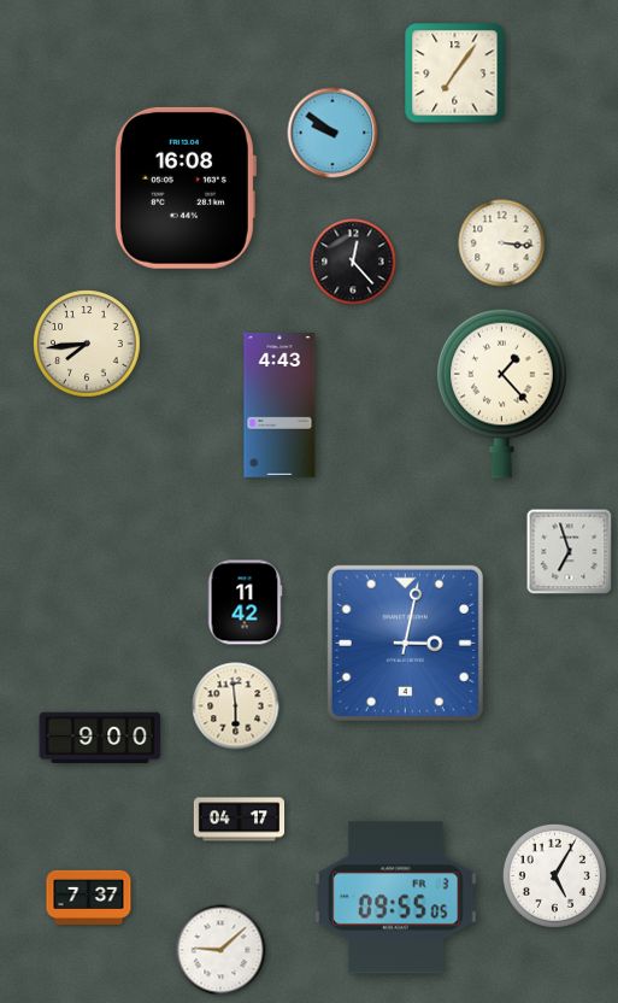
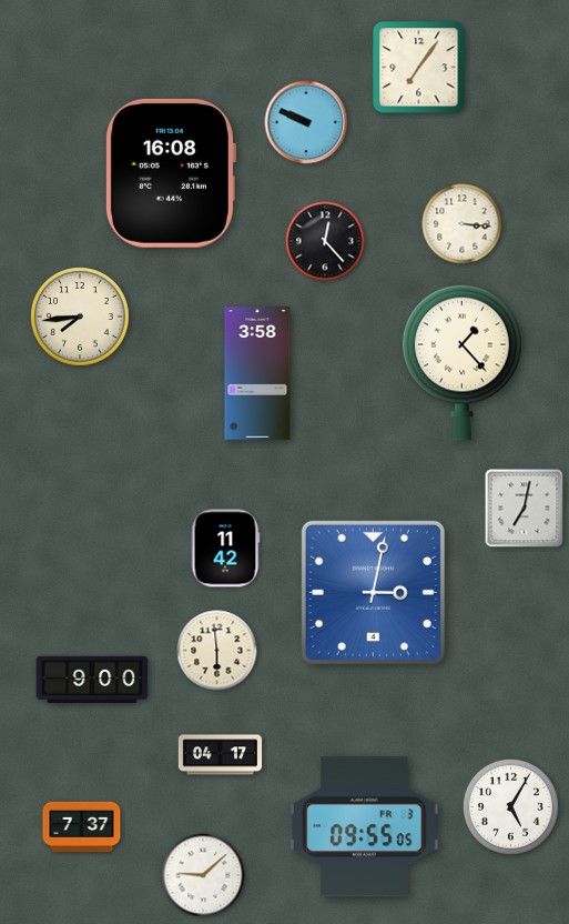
clock at (332, 133): 9:51 -> 9:49
clock at (279, 406): 4:43 -> 3:58
clock at (570, 552): 6:57 -> 7:02
clock at (245, 603) position: (245, 603) -> (225, 549)
